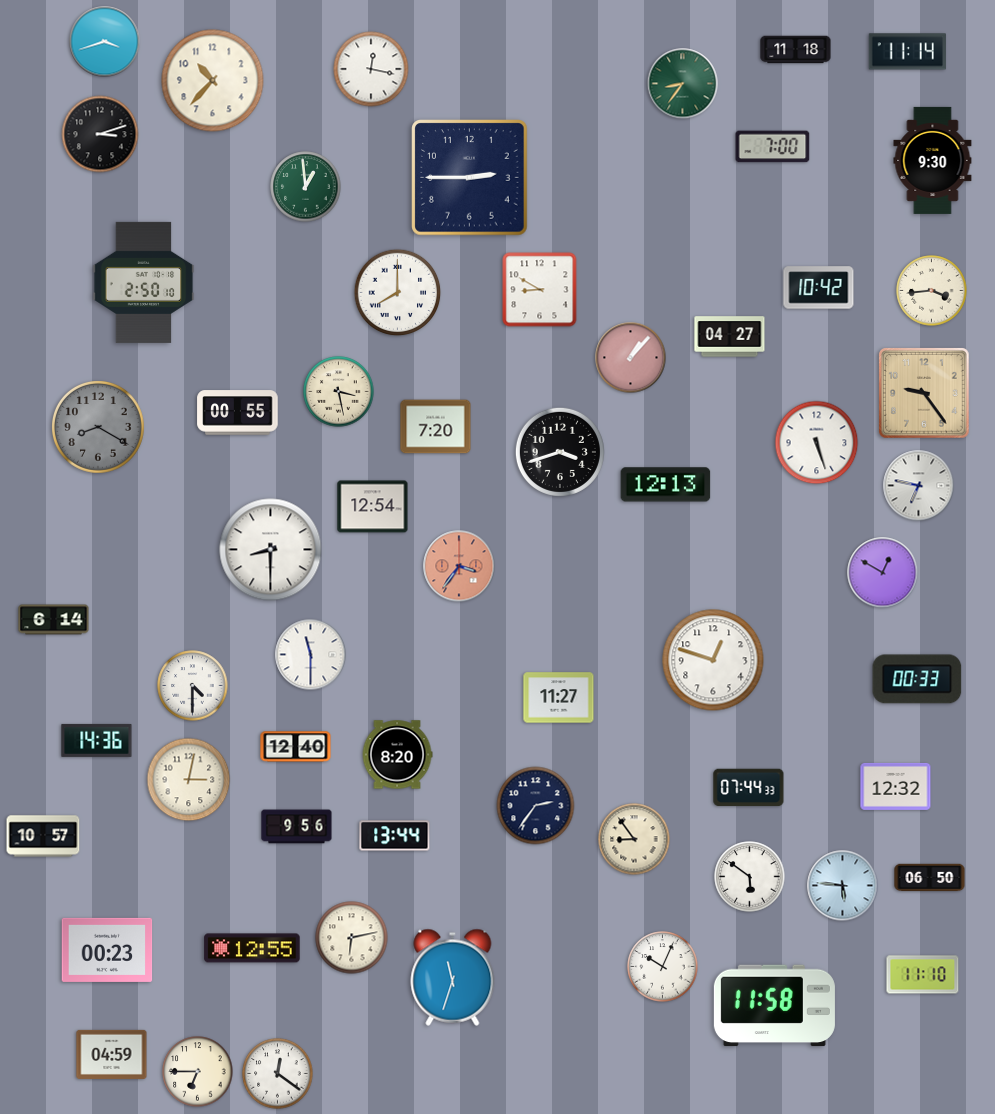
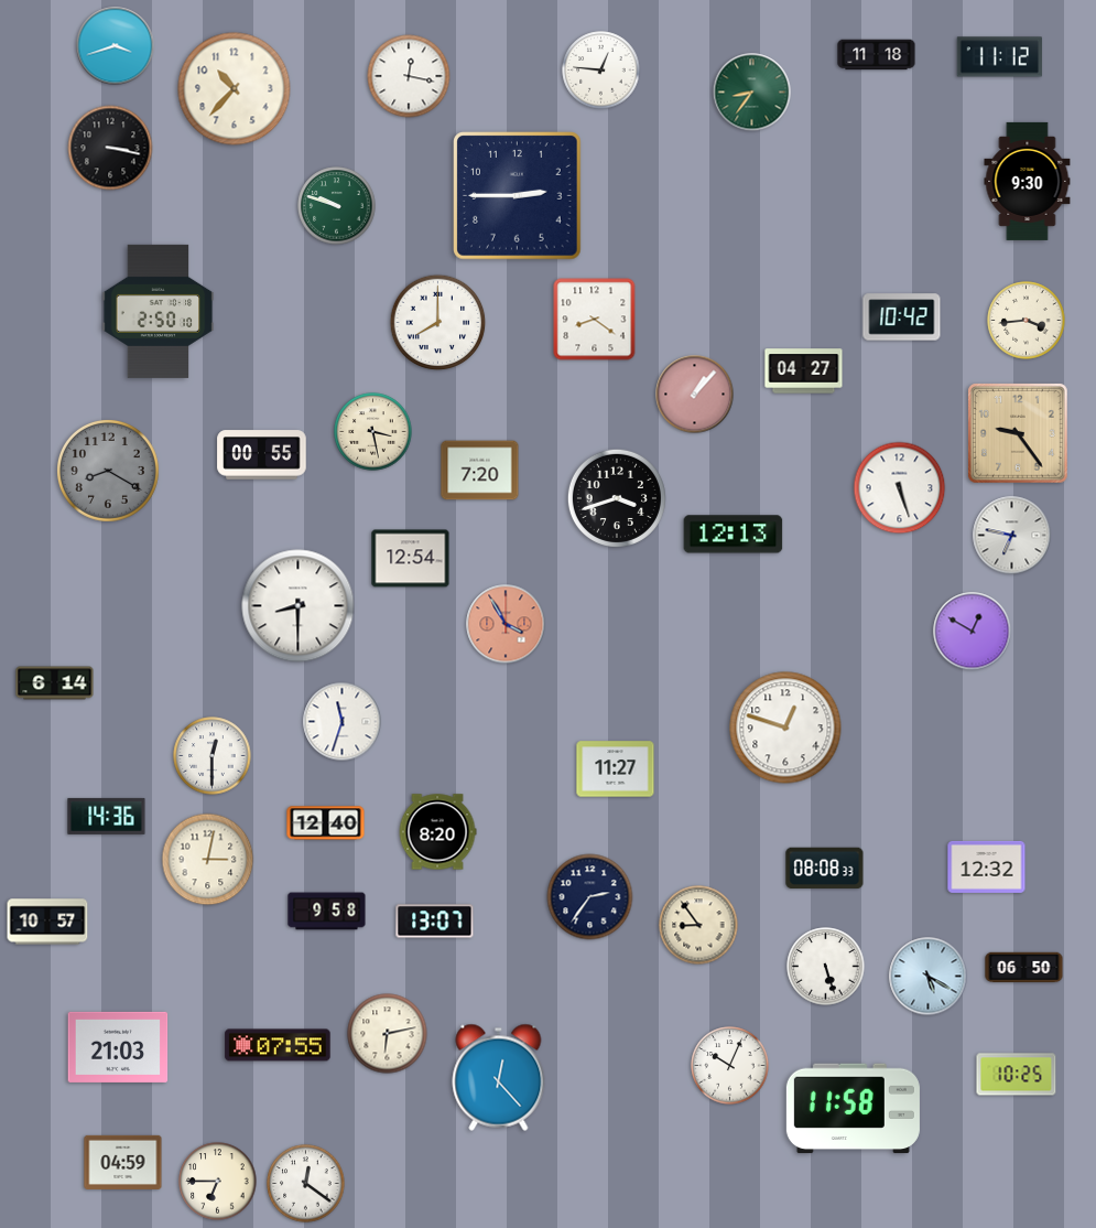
clock at (907, 52): 11:14 -> 11:12
clock at (601, 71): none -> 12:46
clock at (100, 134): 3:12 -> 3:17
clock at (773, 147): 7:00 -> none
clock at (933, 160) position: (933, 160) -> (1028, 181)
clock at (306, 187): 12:59 -> 9:48
clock at (540, 290): 8:50 -> 8:21
clock at (459, 566): 3:36 -> 3:55
clock at (54, 620) position: (54, 620) -> (55, 683)
clock at (311, 655): 11:30 -> 11:33
clock at (917, 679): 00:33 -> none
clock at (193, 686): 4:30 -> 12:30
clock at (749, 788): 07:44 -> 08:08
clock at (536, 806) position: (536, 806) -> (590, 897)
clock at (297, 827): 9:56 -> 9:58
clock at (395, 836): 13:44 -> 13:07
clock at (750, 877): 5:51 -> 5:27
clock at (843, 886): 5:46 -> 5:20
clock at (252, 948): 12:55 -> 07:55
clock at (107, 950): 00:23 -> 21:03
clock at (923, 975): 11:10 -> 10:25
clock at (453, 977): 11:33 -> 12:23
